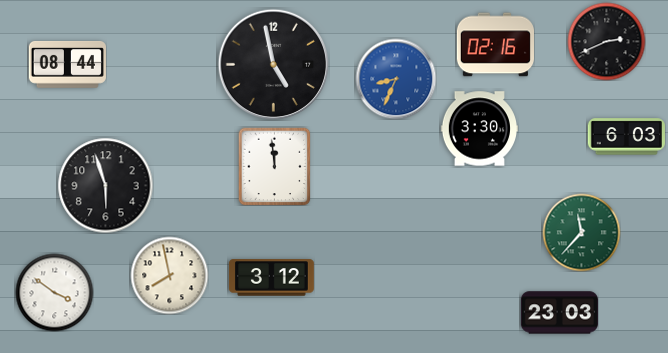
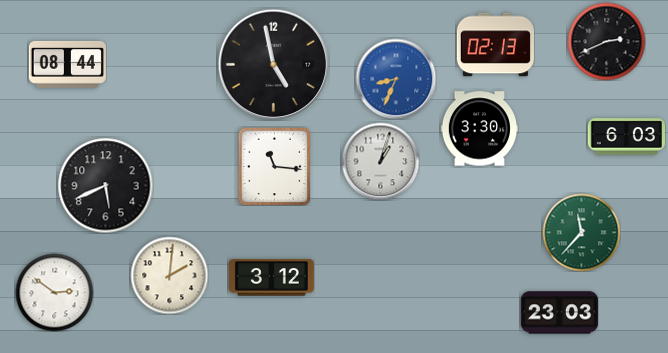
clock at (495, 45): 02:16 -> 02:13
clock at (380, 161): none -> 1:03
clock at (275, 166): 11:59 -> 11:16
clock at (105, 185): 5:57 -> 5:41
clock at (169, 275): 7:58 -> 2:01
clock at (54, 292): 3:51 -> 2:51
